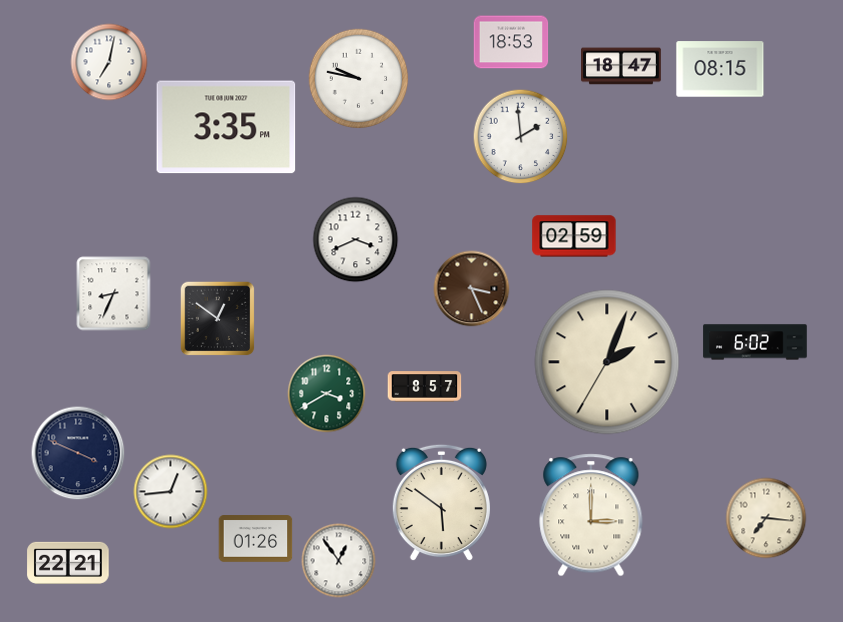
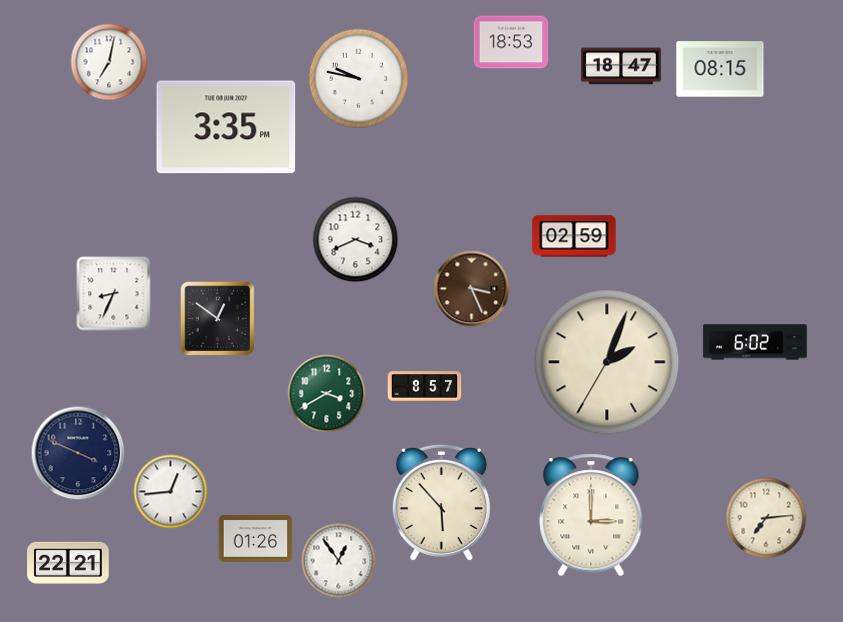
clock at (521, 137): 1:59 -> none
clock at (441, 503): 5:51 -> 5:53
clock at (766, 518): 7:16 -> 7:14
